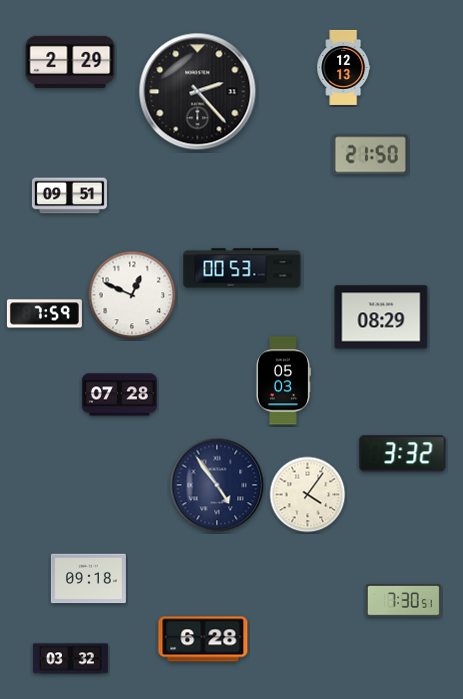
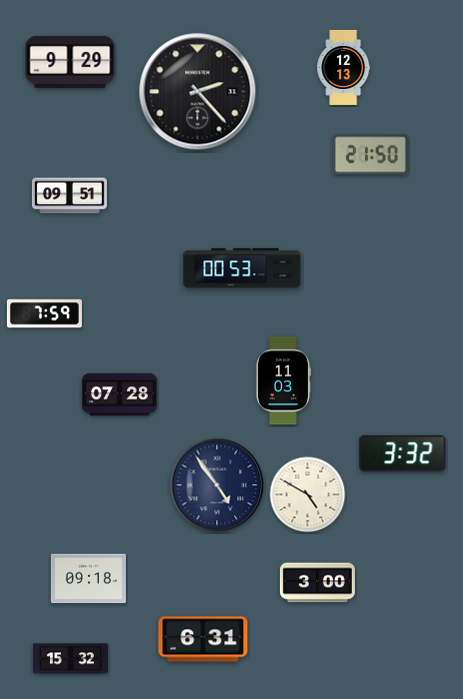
clock at (70, 62): 2:29 -> 9:29
clock at (132, 295): 12:49 -> none
clock at (381, 317): 08:29 -> none
clock at (283, 381): 05:03 -> 11:03
clock at (308, 495): 4:06 -> 4:50
clock at (317, 583): none -> 3:00
clock at (403, 601): 7:30 -> none
clock at (203, 639): 6:28 -> 6:31
clock at (70, 659): 03:32 -> 15:32
